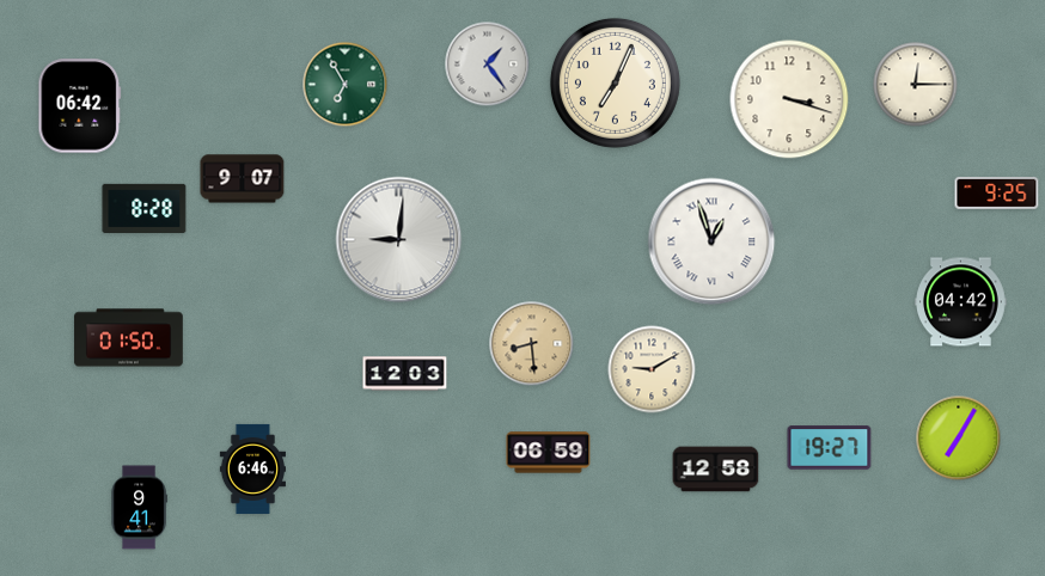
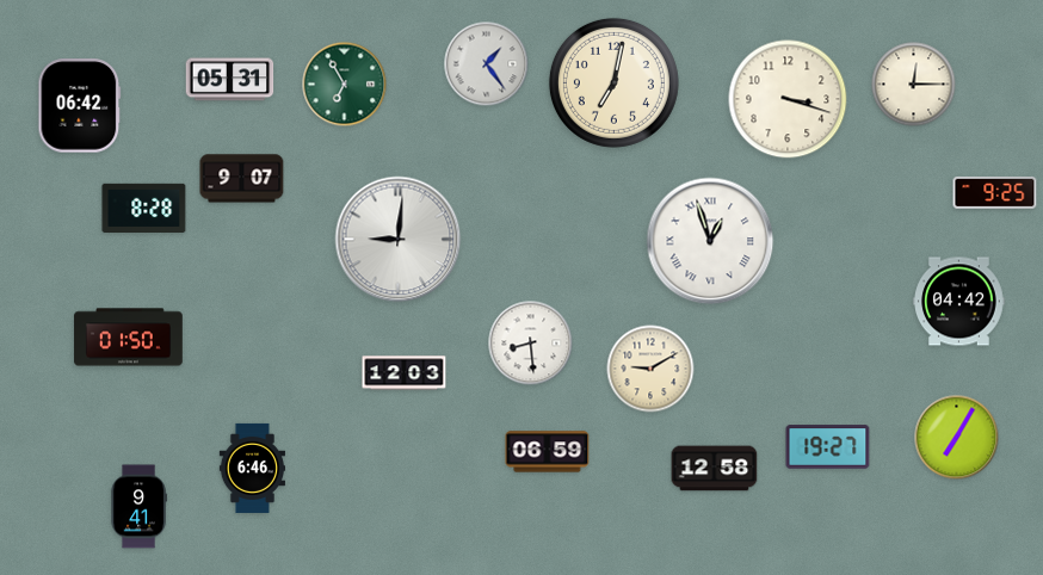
clock at (230, 80): none -> 05:31
clock at (615, 82): 7:04 -> 7:02
clock at (532, 344) dial: champagne -> white
